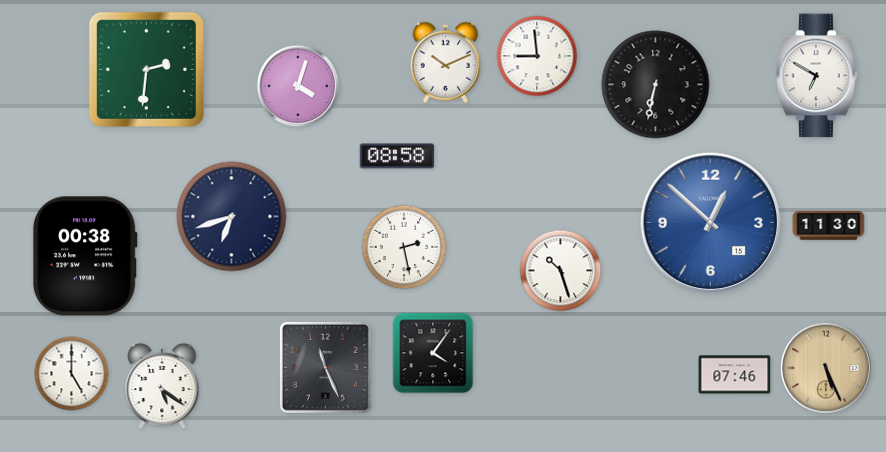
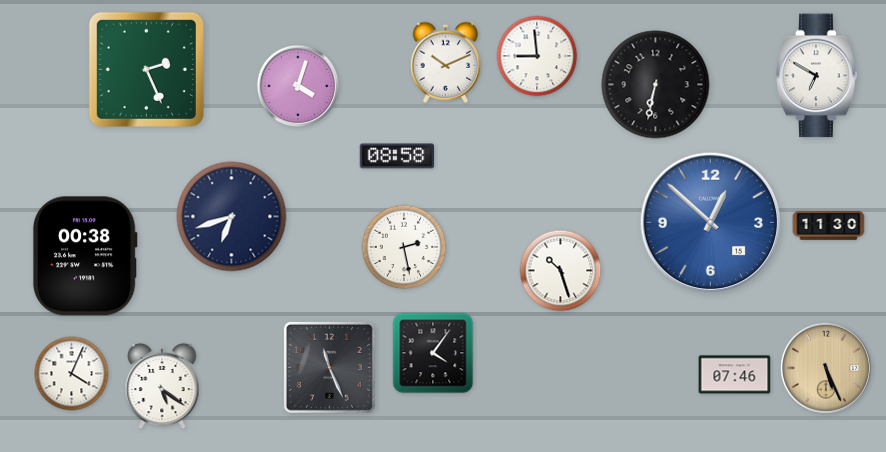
clock at (146, 69): 2:31 -> 2:26
clock at (325, 367) position: (325, 367) -> (329, 367)
clock at (72, 374): 5:00 -> 4:04
